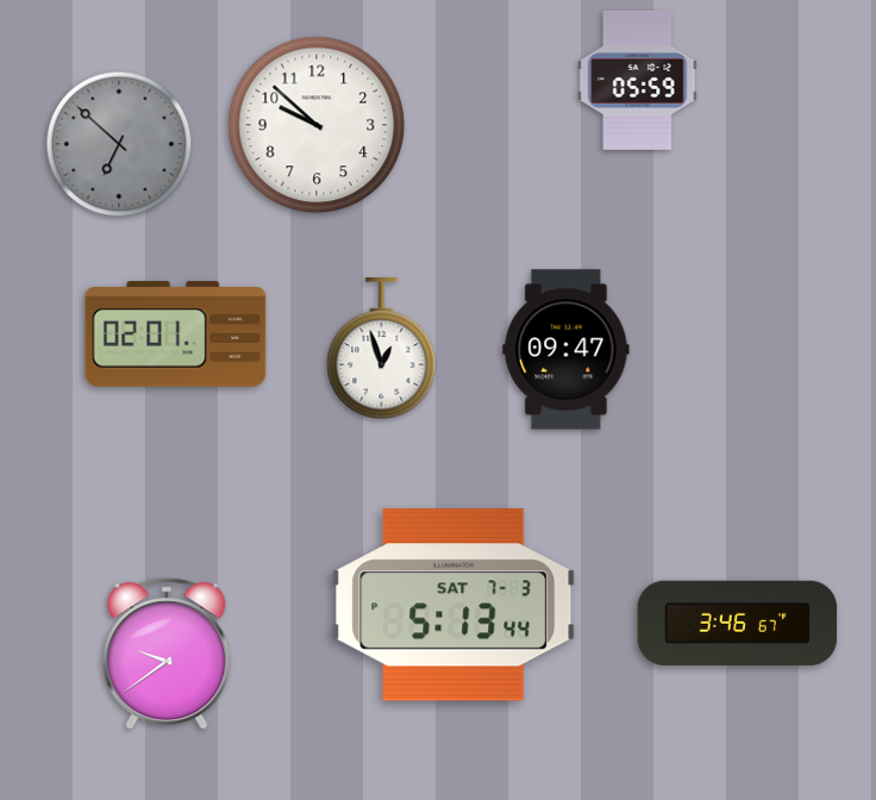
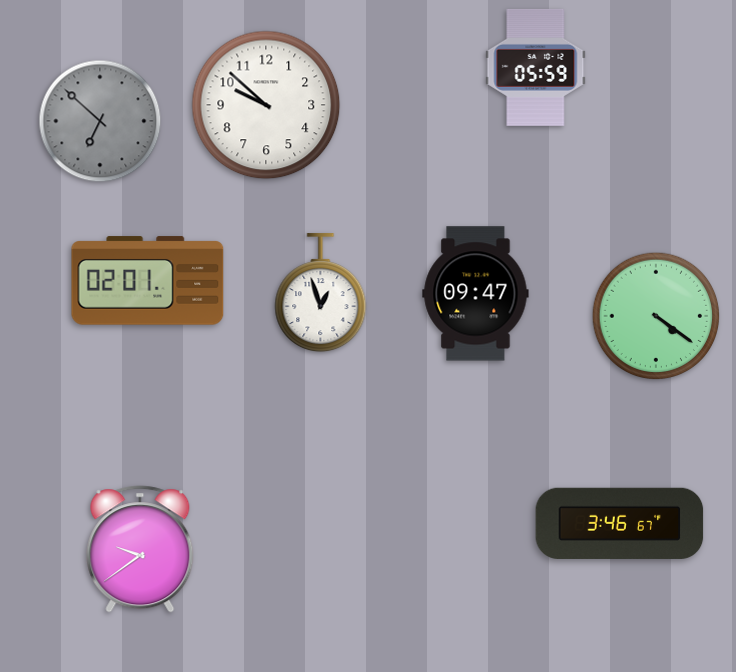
clock at (656, 316): none -> 4:21
clock at (453, 605): 5:13 -> none
